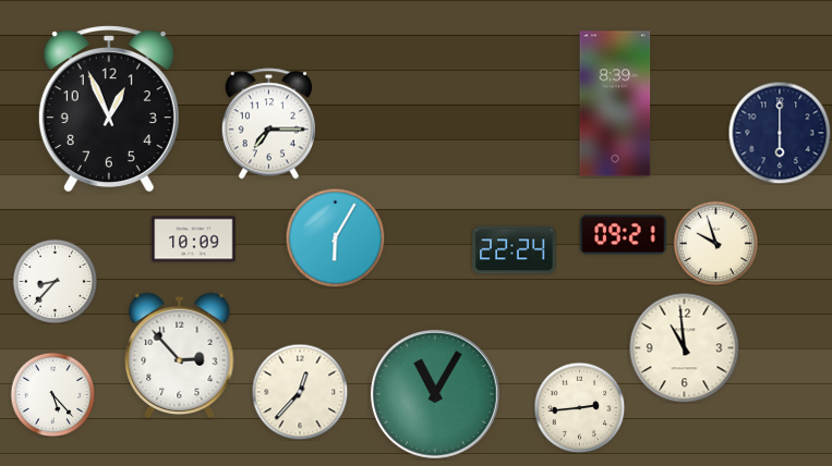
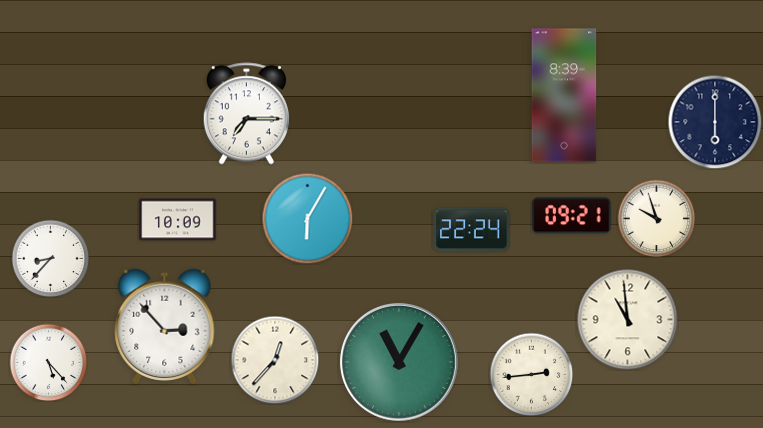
clock at (109, 108): 12:56 -> none
clock at (715, 243) position: (715, 243) -> (656, 218)
